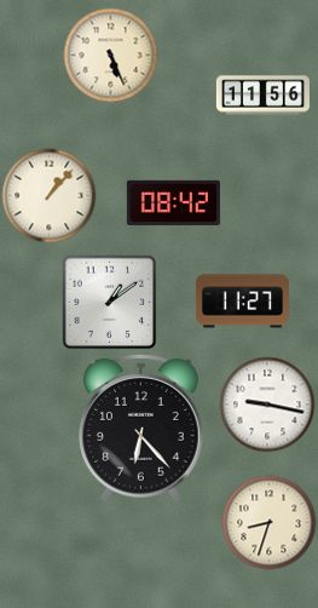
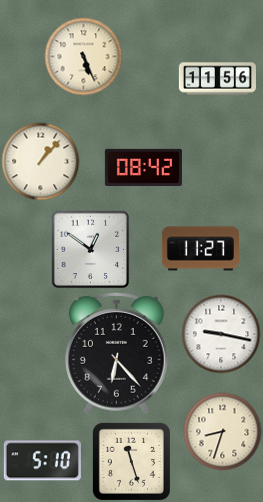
clock at (110, 55) position: (110, 55) -> (83, 56)
clock at (109, 302): 1:09 -> 12:51
clock at (42, 461): none -> 5:10
clock at (131, 461): none -> 11:27
